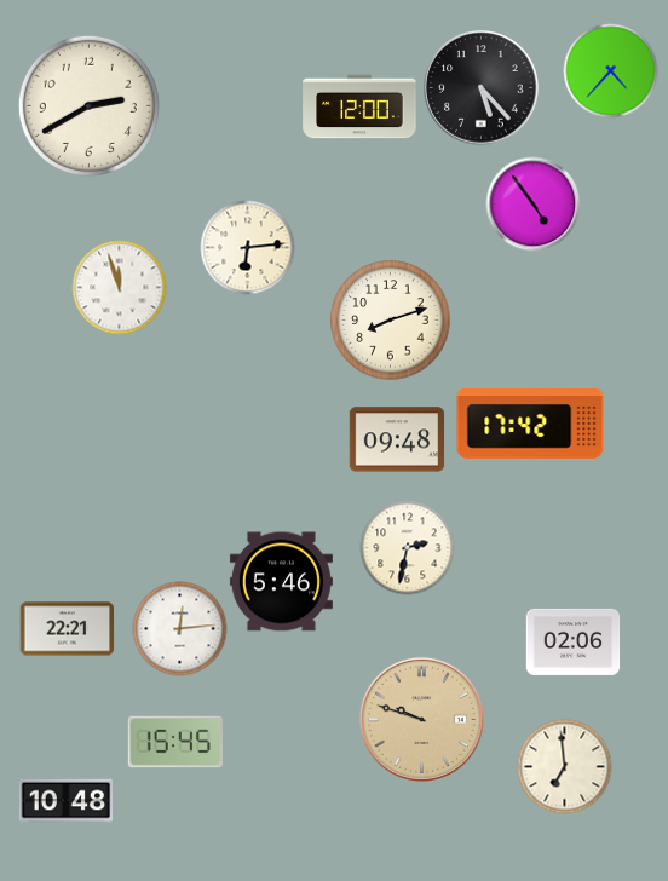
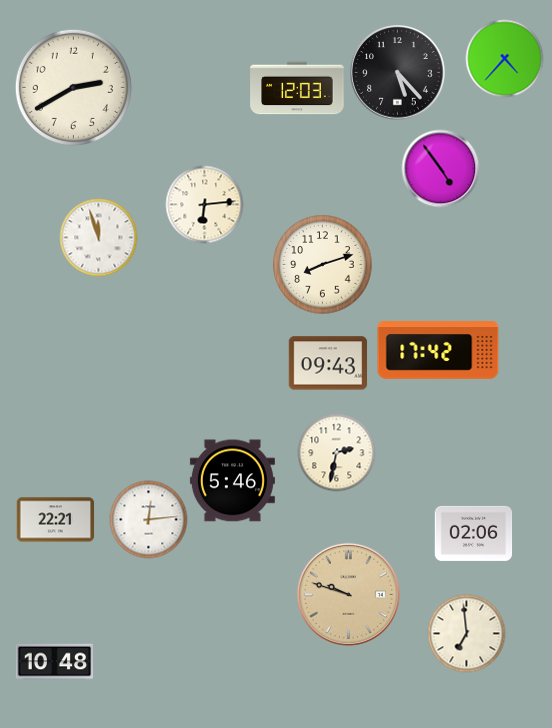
clock at (359, 106): 12:00 -> 12:03
clock at (397, 439): 09:48 -> 09:43
clock at (572, 641) position: (572, 641) -> (473, 533)
clock at (174, 742): 15:45 -> none
